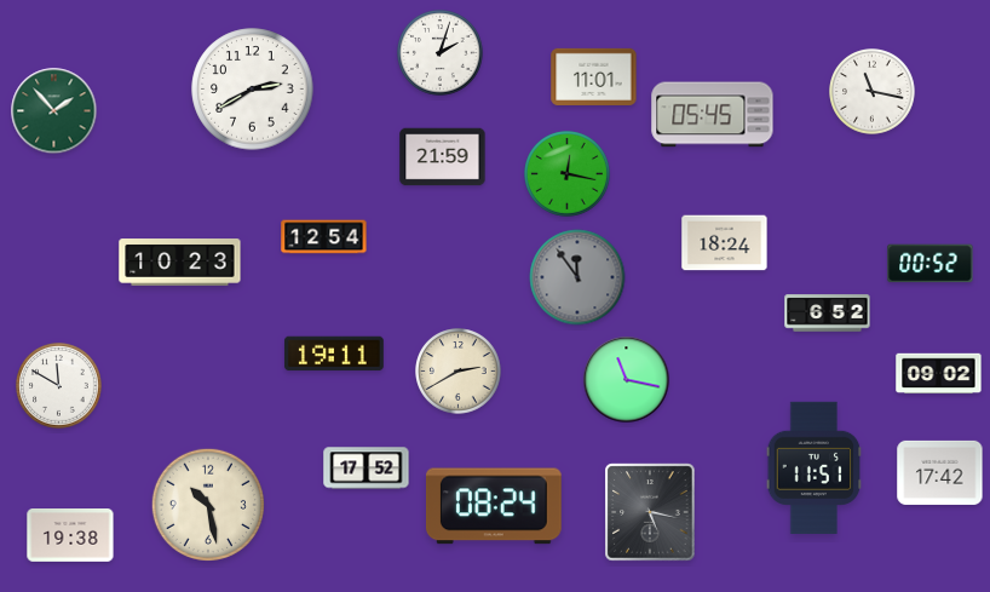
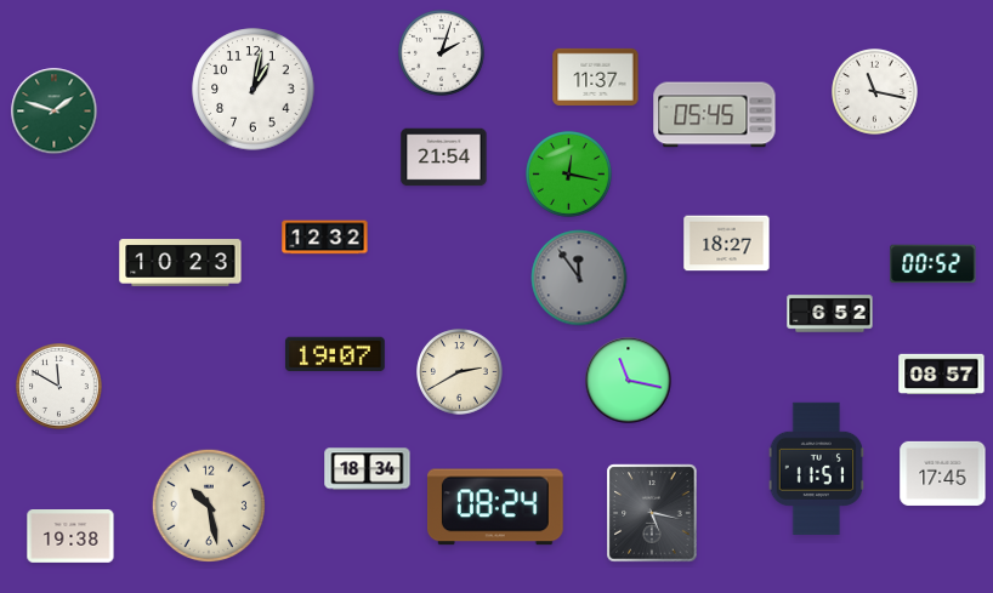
clock at (594, 76): 11:01 -> 11:37
clock at (253, 90): 2:40 -> 1:02
clock at (54, 111): 1:53 -> 1:48
clock at (443, 157): 21:59 -> 21:54
clock at (324, 237): 12:54 -> 12:32
clock at (725, 243): 18:24 -> 18:27
clock at (334, 354): 19:11 -> 19:07
clock at (939, 374): 09:02 -> 08:57
clock at (367, 469): 17:52 -> 18:34
clock at (940, 472): 17:42 -> 17:45
